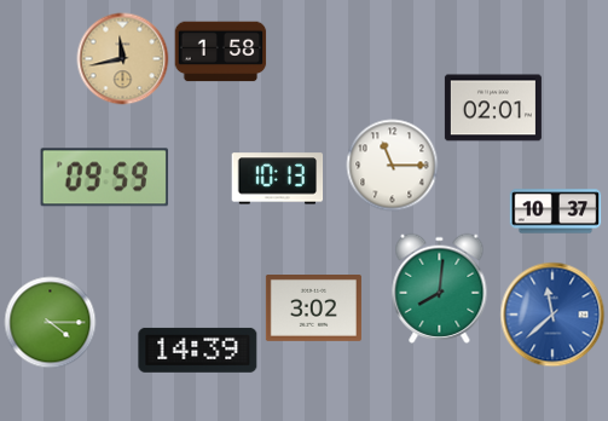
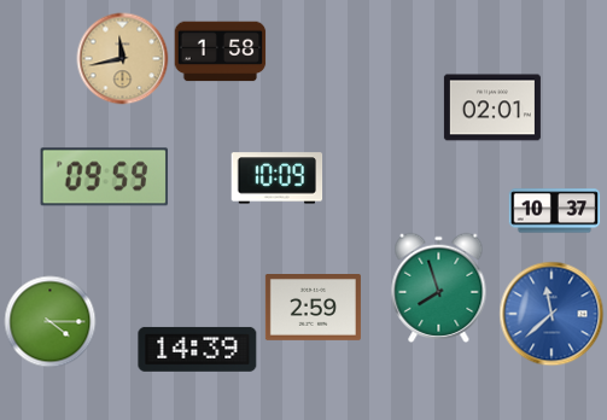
clock at (393, 166): 11:15 -> none
clock at (278, 179): 10:13 -> 10:09
clock at (440, 288): 8:01 -> 7:57
clock at (313, 308): 3:02 -> 2:59
